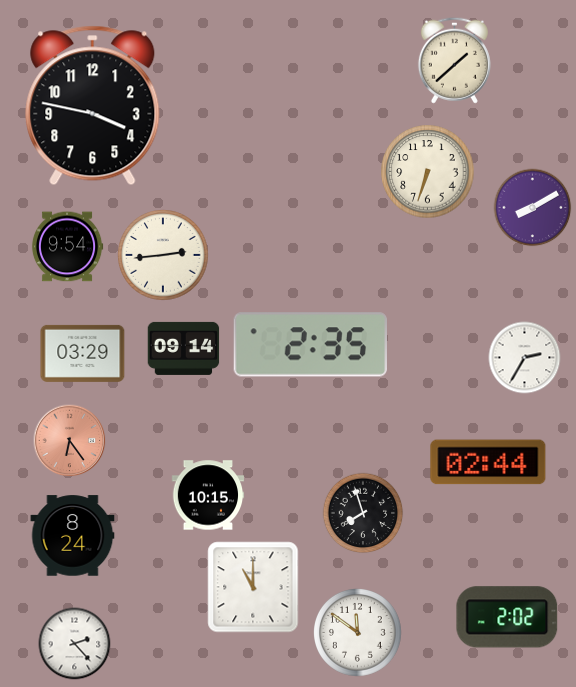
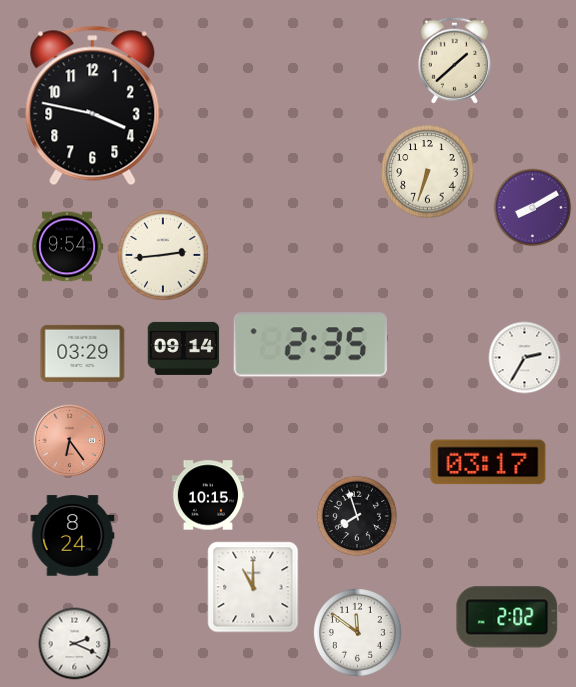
clock at (488, 462): 02:44 -> 03:17
clock at (363, 513) position: (363, 513) -> (357, 516)
clock at (75, 644): 2:23 -> 2:19
